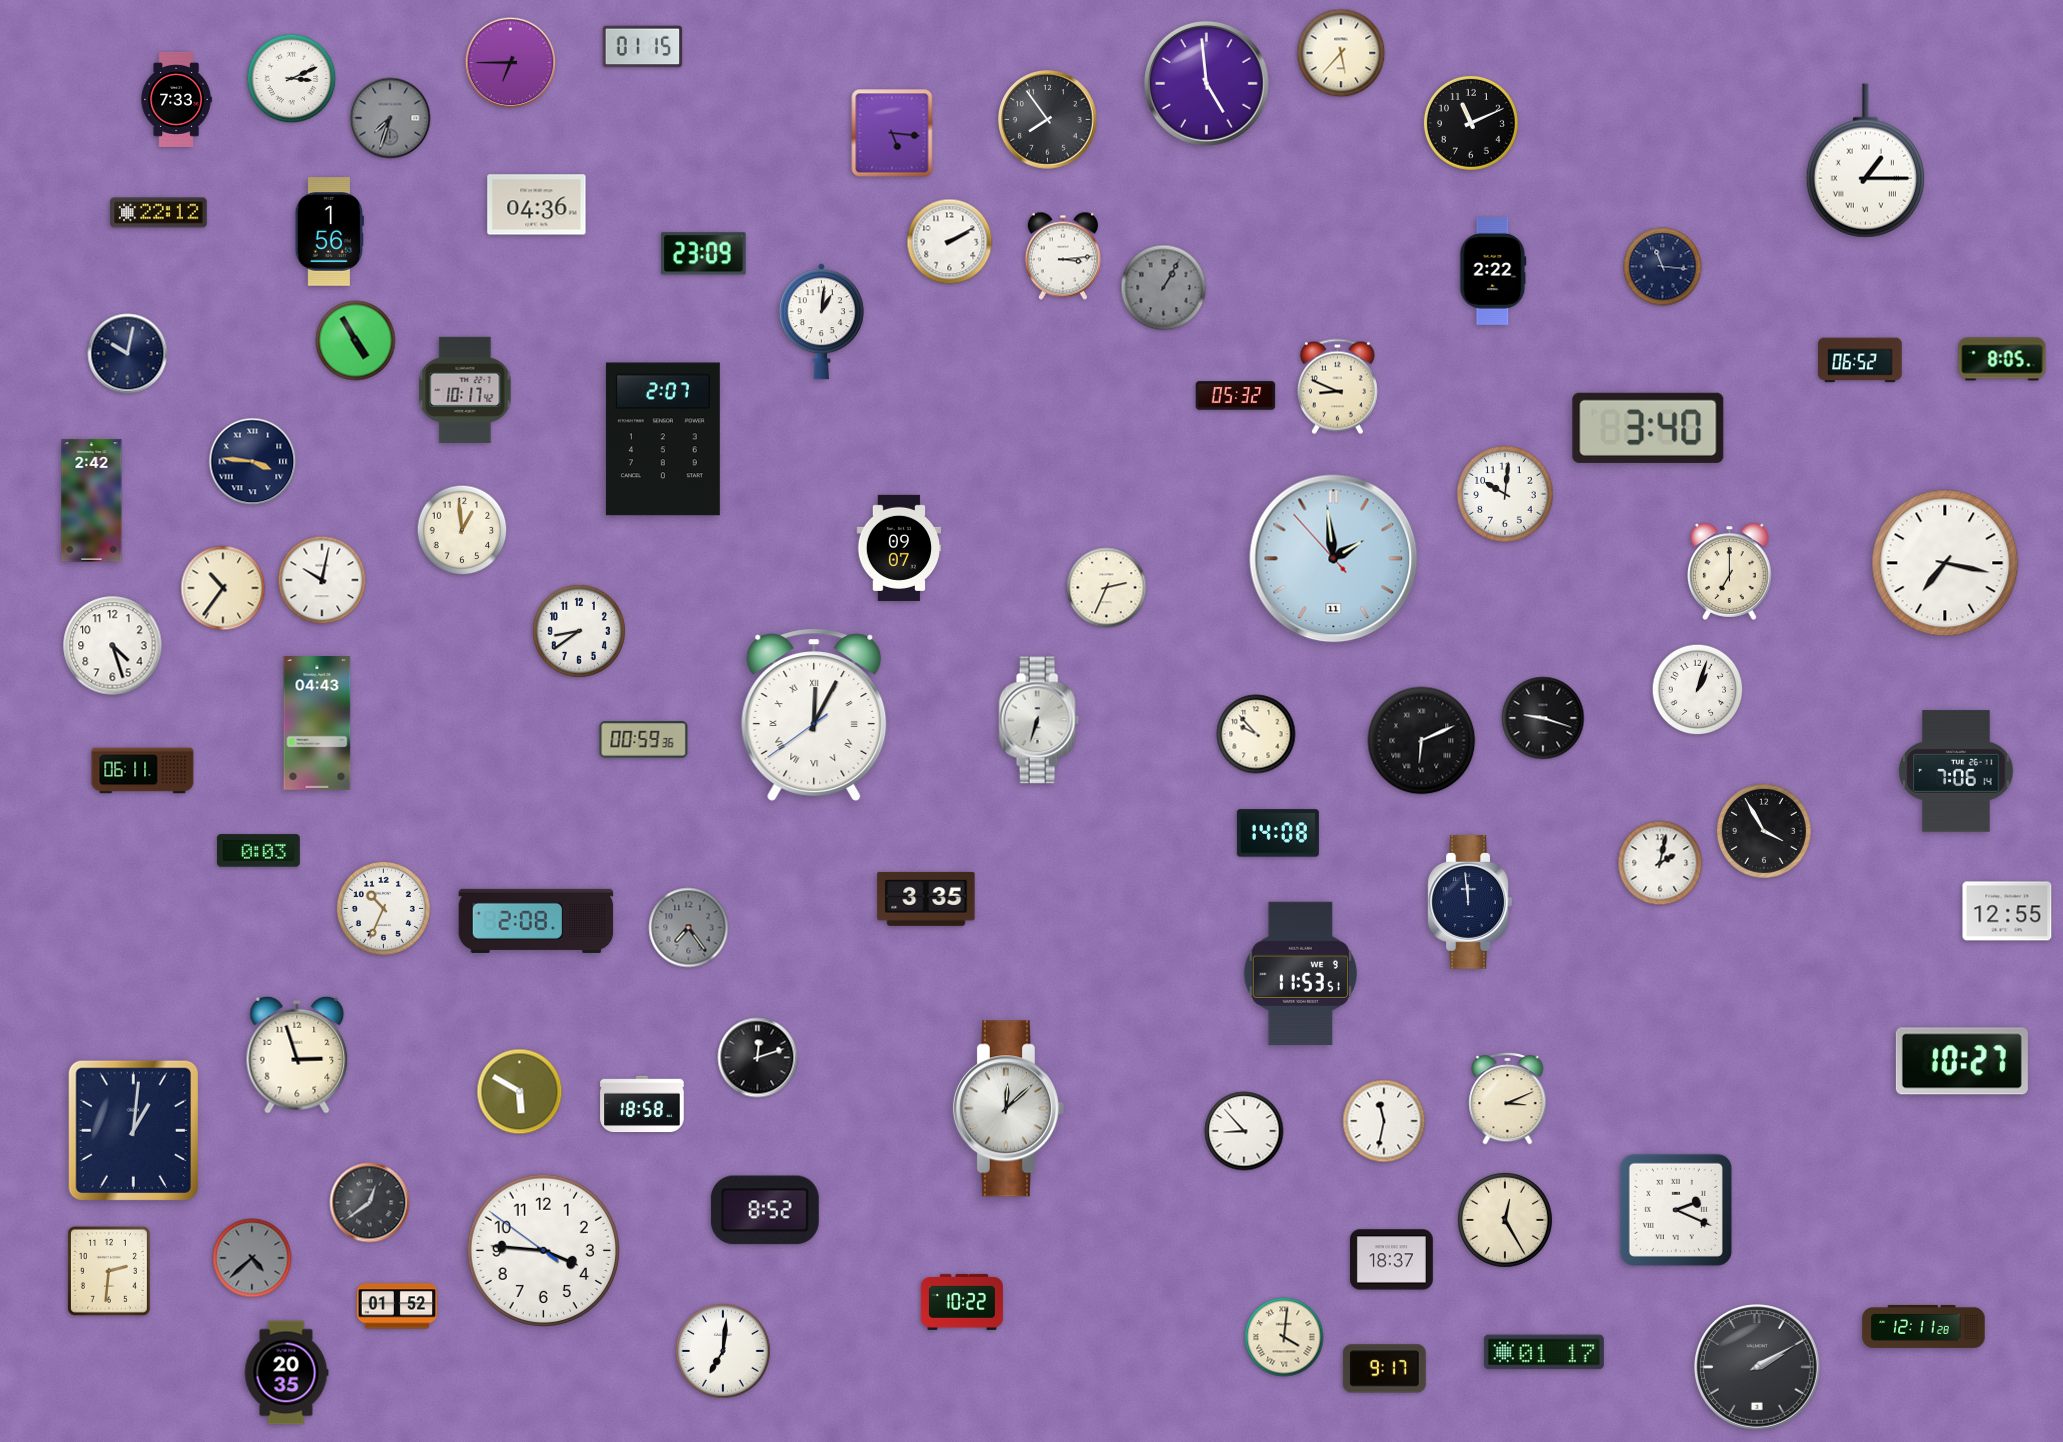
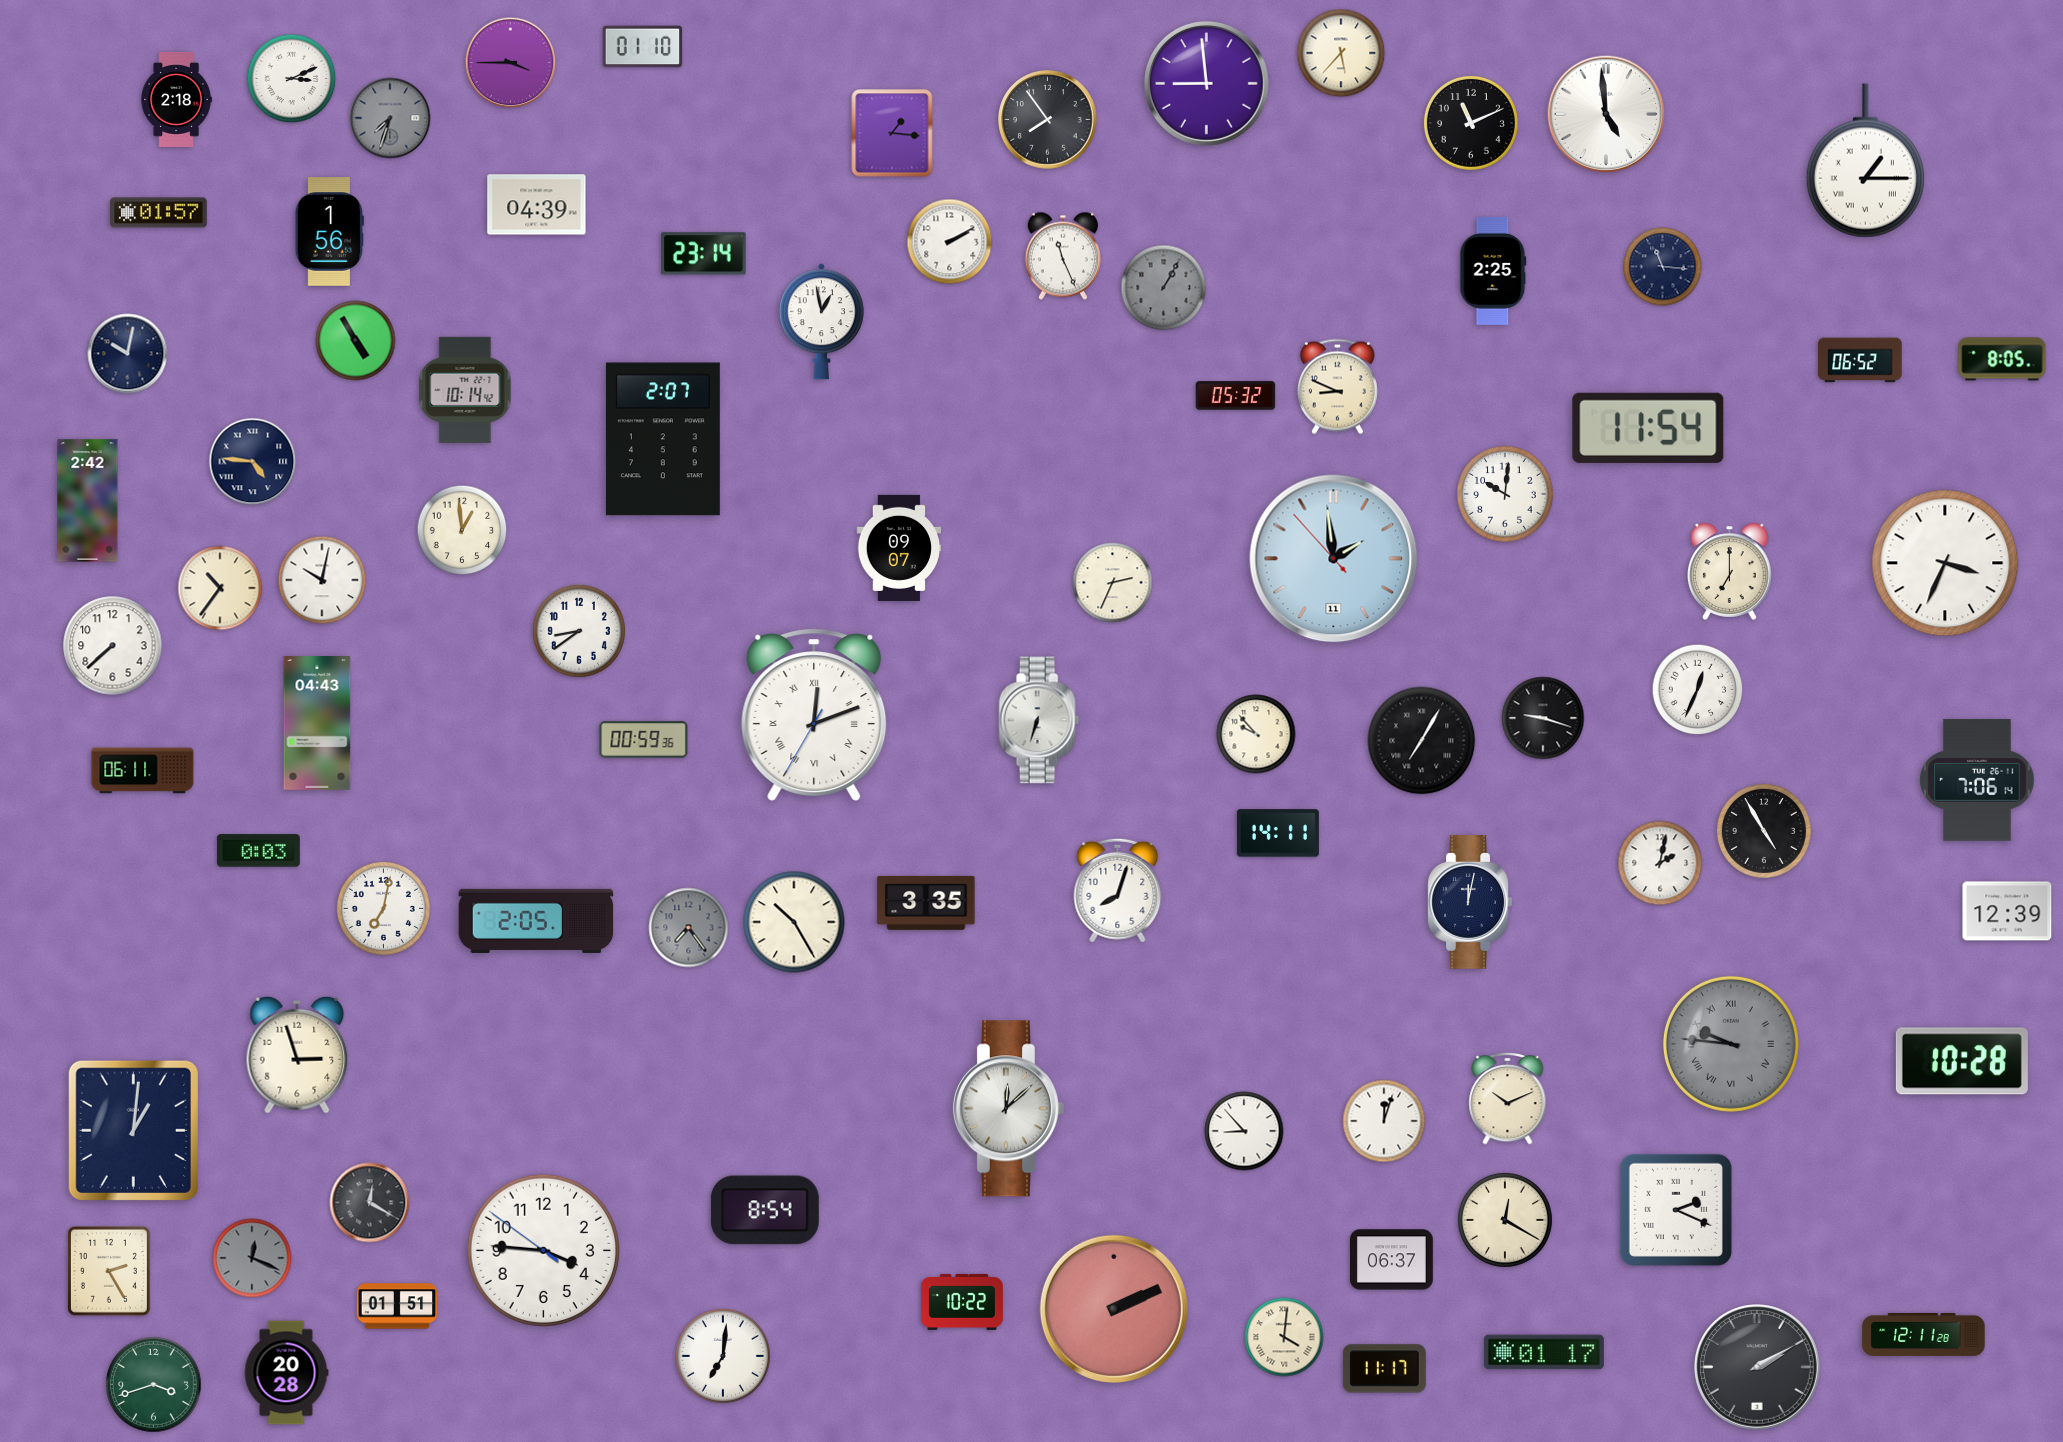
clock at (643, 47): 01:15 -> 01:10
clock at (511, 63): 6:45 -> 3:45
clock at (1206, 83): 4:59 -> 8:59
clock at (176, 99): 7:33 -> 2:18
clock at (1606, 114): none -> 4:59
clock at (892, 133): 5:16 -> 1:16
clock at (537, 205): 04:36 -> 04:39
clock at (159, 213): 22:12 -> 01:57
clock at (704, 254): 23:09 -> 23:14
clock at (1063, 256): 3:14 -> 11:26
clock at (1493, 271): 2:22 -> 2:25
clock at (821, 322): 1:01 -> 12:58
clock at (465, 390): 10:17 -> 10:14
clock at (1648, 428): 3:40 -> 11:54
clock at (253, 462): 3:46 -> 4:46
clock at (92, 501) position: (92, 501) -> (88, 501)
clock at (1945, 563): 7:17 -> 3:34
clock at (223, 588) position: (223, 588) -> (220, 588)
clock at (1107, 588) position: (1107, 588) -> (1113, 583)
clock at (113, 646): 4:27 -> 7:38
clock at (1698, 690): 1:03 -> 12:34
clock at (814, 715): 12:04 -> 12:11
clock at (1422, 741): 6:11 -> 7:05
clock at (1956, 771) position: (1956, 771) -> (1977, 780)
clock at (1764, 831): 3:55 -> 4:55
clock at (1278, 833): 14:08 -> 14:11
clock at (1118, 890): none -> 8:03
clock at (926, 899) position: (926, 899) -> (926, 903)
clock at (1470, 903): 11:59 -> 12:02
clock at (383, 908): 10:34 -> 7:02
clock at (2007, 911): 12:55 -> 12:39
clock at (536, 921): 2:08 -> 2:05
clock at (794, 922): none -> 10:25
clock at (1300, 973): 11:53 -> none
clock at (1731, 1044): none -> 9:46
clock at (758, 1058): 12:12 -> none
clock at (1962, 1061): 10:27 -> 10:28
clock at (520, 1092): 5:50 -> none
clock at (1508, 1098): 3:11 -> 10:11
clock at (642, 1104): 18:58 -> none
clock at (1384, 1121): 11:32 -> 12:03
clock at (370, 1203): 12:39 -> 12:20
clock at (765, 1210): 8:52 -> 8:54
clock at (1505, 1220): 12:25 -> 12:20
clock at (252, 1258): 4:38 -> 12:19
clock at (1392, 1260): 18:37 -> 06:37
clock at (109, 1271): 2:31 -> 2:25
clock at (397, 1306): 01:52 -> 01:51
clock at (1114, 1309): none -> 2:11
clock at (1924, 1326) position: (1924, 1326) -> (1924, 1334)
clock at (723, 1351) position: (723, 1351) -> (723, 1356)
clock at (1384, 1369): 9:17 -> 11:17
clock at (286, 1373): 20:35 -> 20:28
clock at (154, 1385): none -> 3:42
